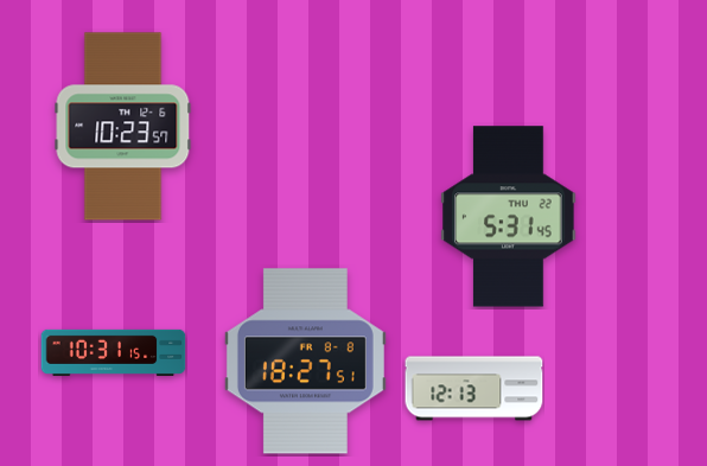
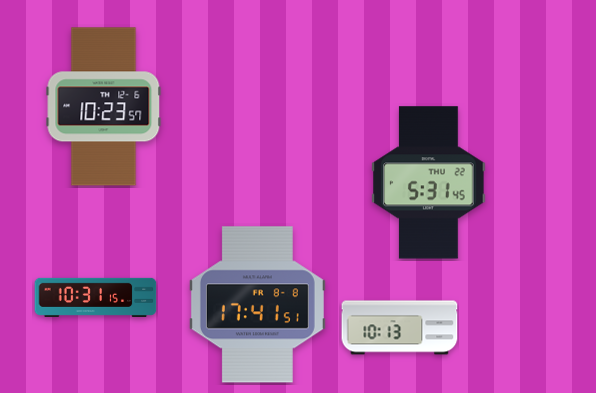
clock at (305, 362): 18:27 -> 17:41
clock at (474, 389): 12:13 -> 10:13
